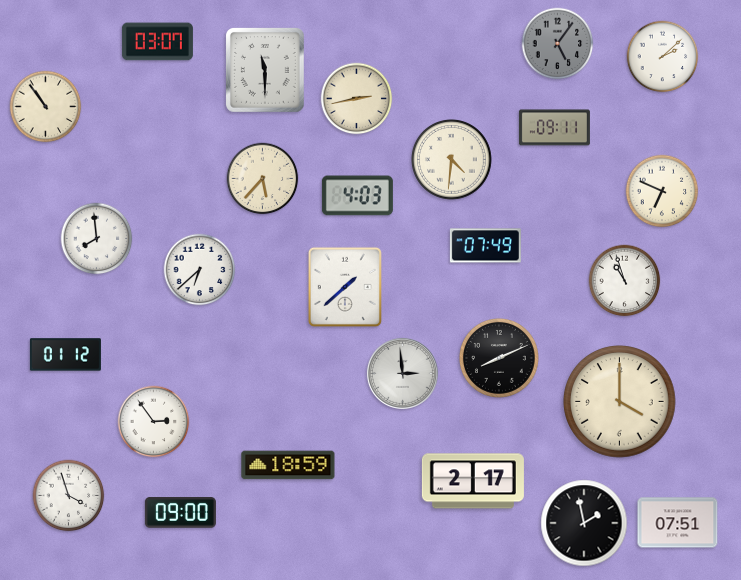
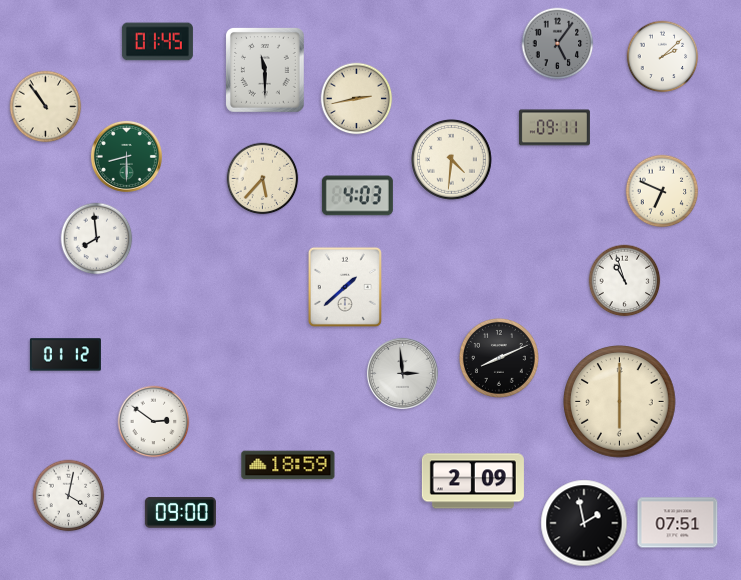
clock at (157, 42): 03:07 -> 01:45
clock at (126, 156): none -> 8:30
clock at (485, 246): 07:49 -> none
clock at (200, 270): 6:38 -> none
clock at (620, 402): 4:00 -> 6:00
clock at (154, 422): 2:54 -> 2:51
clock at (473, 481): 2:17 -> 2:09
clock at (69, 496): 3:57 -> 4:02
